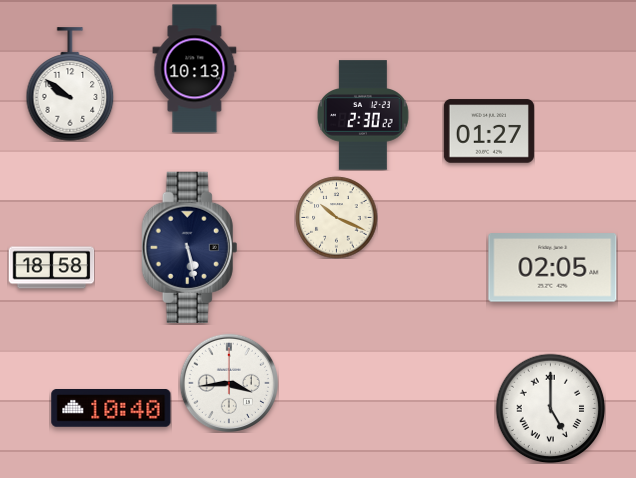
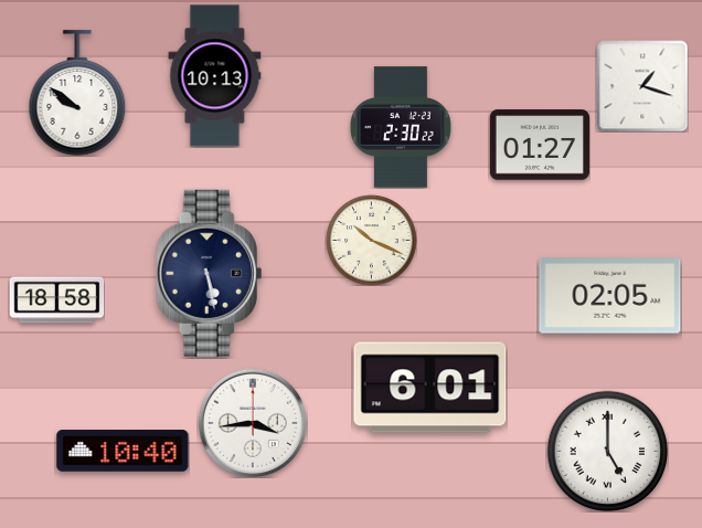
clock at (642, 86): none -> 1:18
clock at (51, 268) position: (51, 268) -> (56, 300)
clock at (430, 388): none -> 6:01
